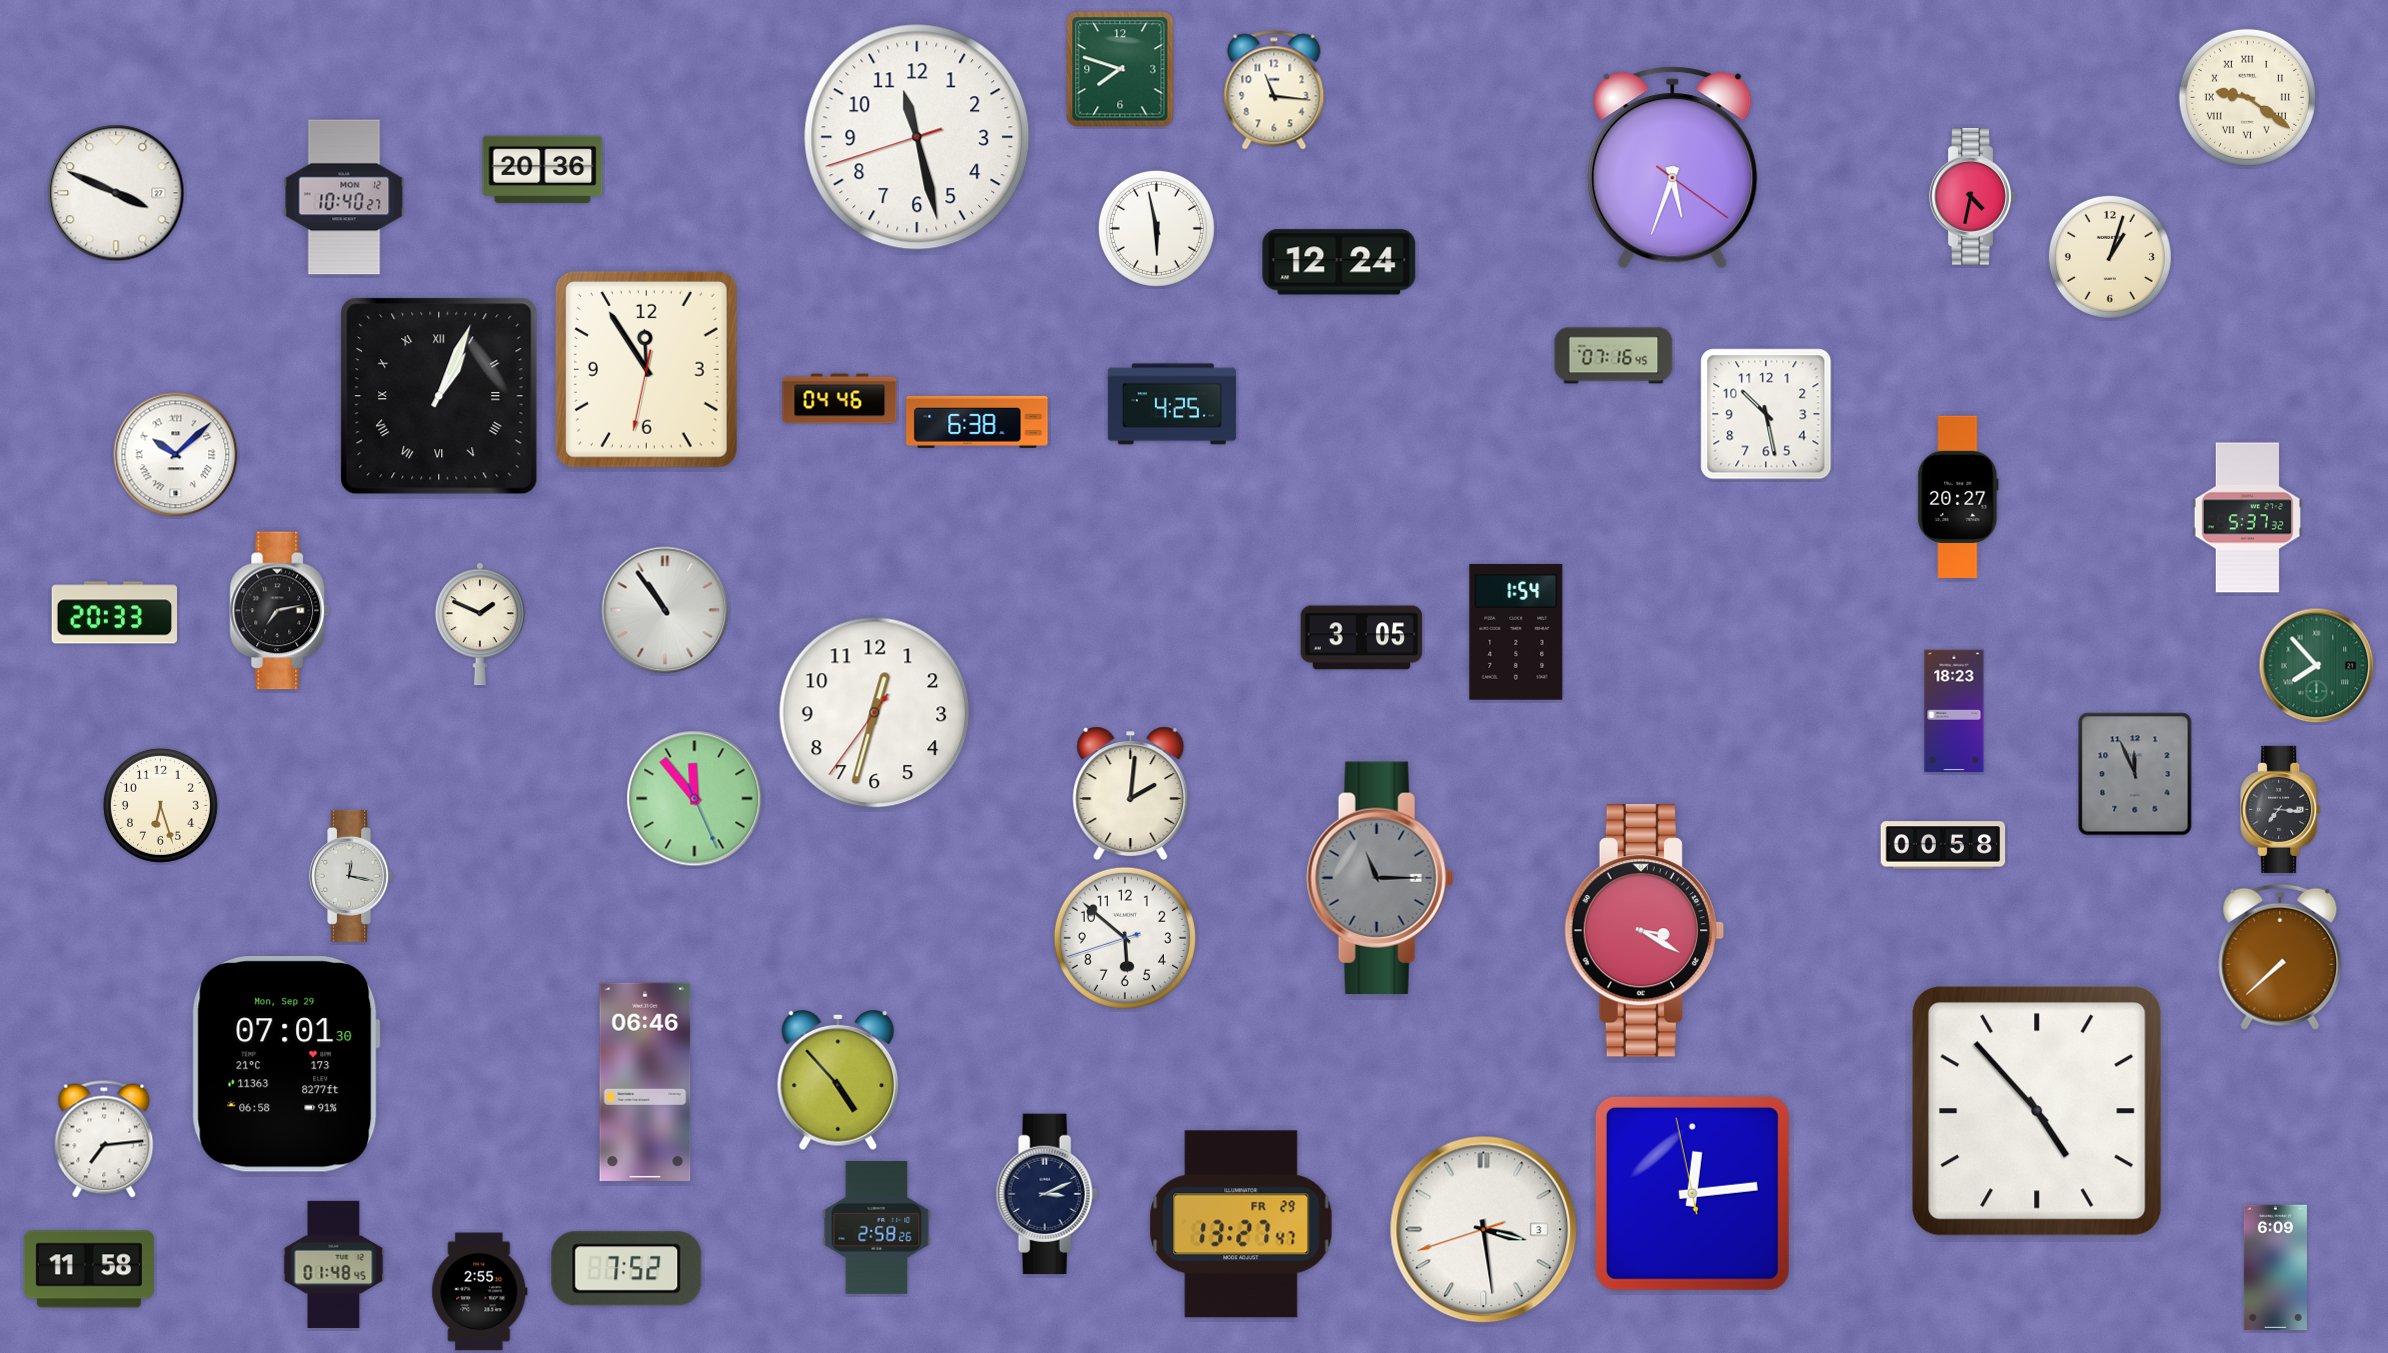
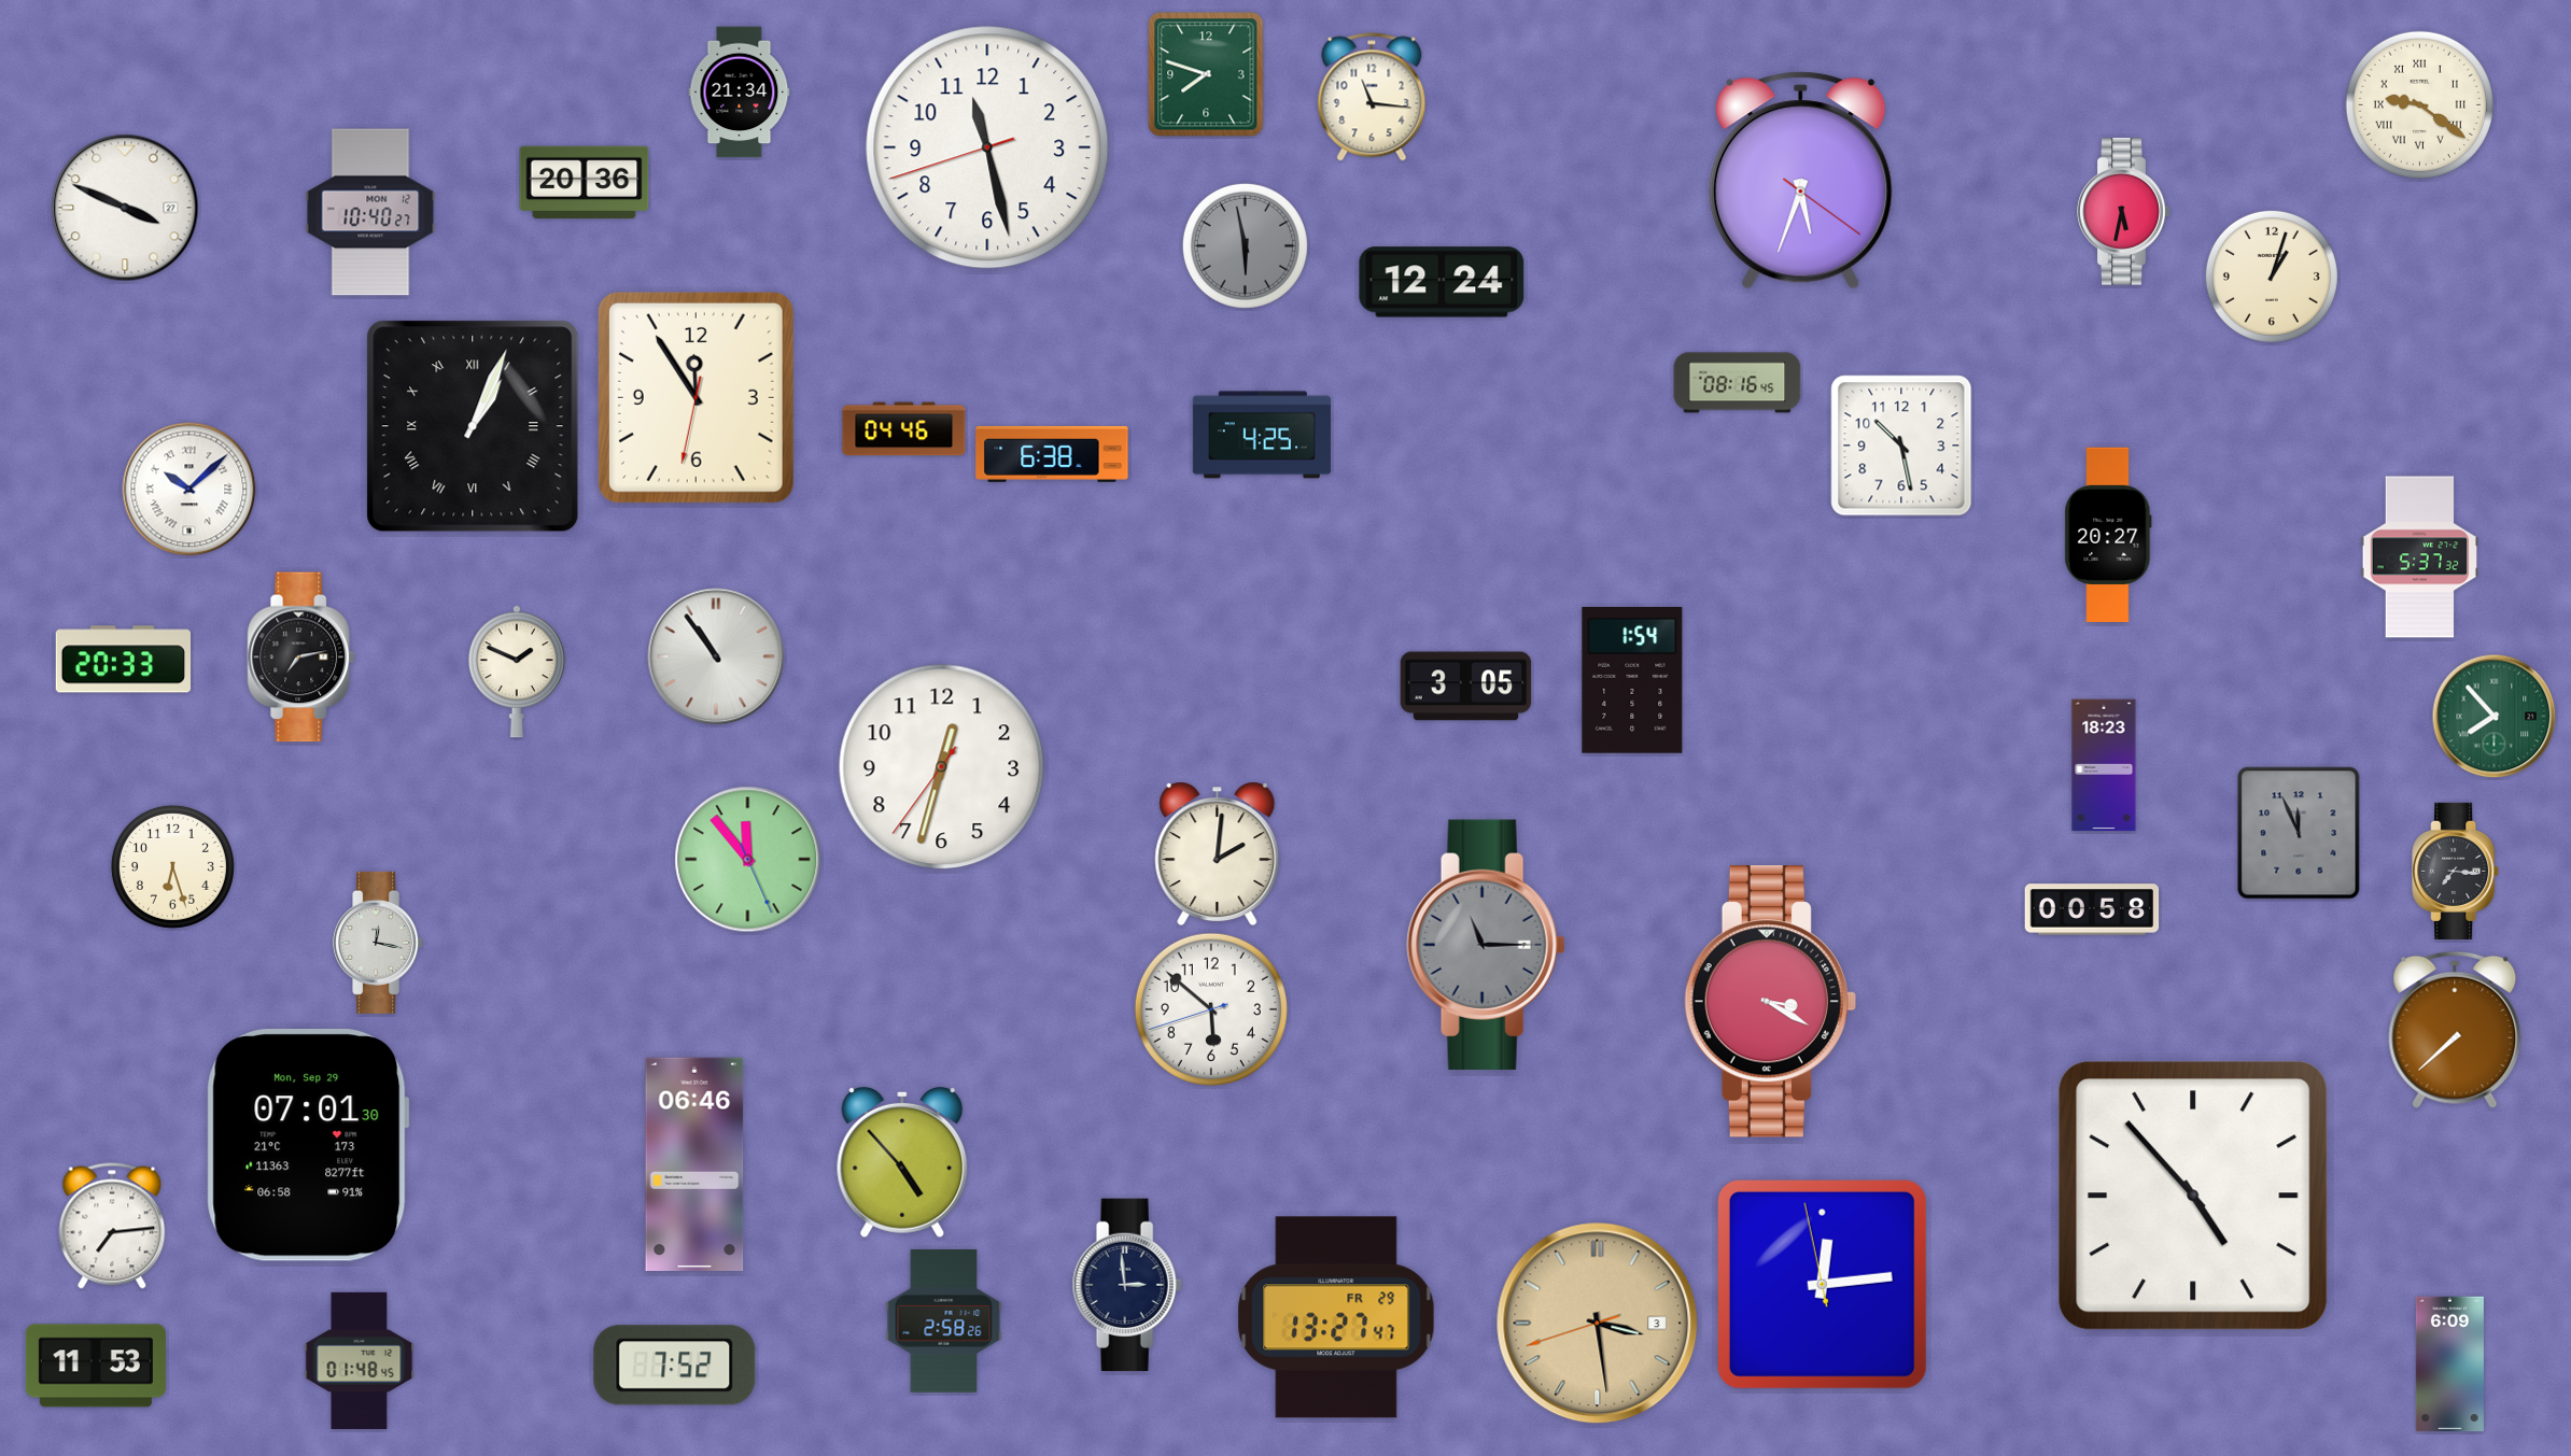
clock at (740, 93): none -> 21:34
clock at (1973, 197): 4:32 -> 5:32
clock at (1156, 228) dial: white -> grey
clock at (1614, 356): 07:16 -> 08:16
clock at (1047, 1194): 3:11 -> 2:59
clock at (1484, 1230) dial: white -> champagne
clock at (89, 1269): 11:58 -> 11:53
clock at (480, 1292): 2:55 -> none
